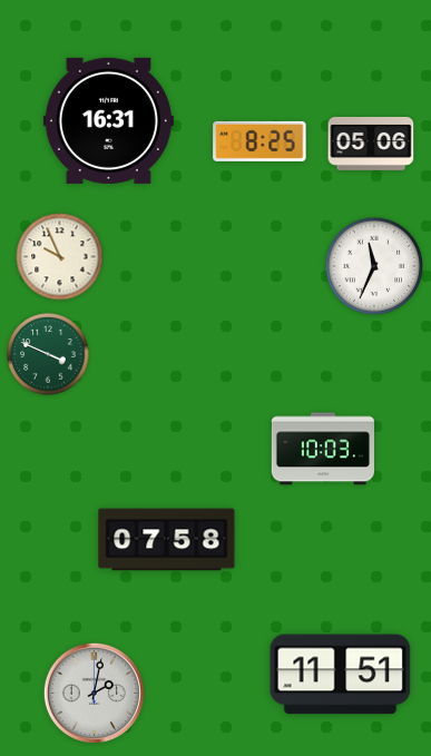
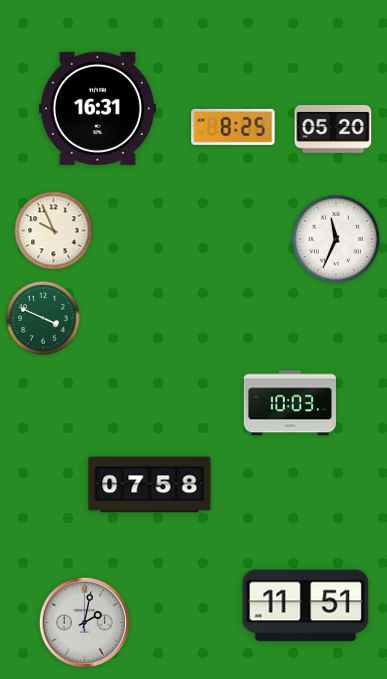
clock at (371, 144): 05:06 -> 05:20
